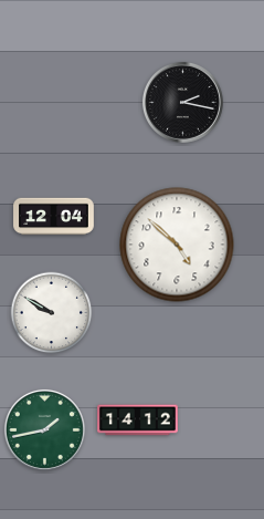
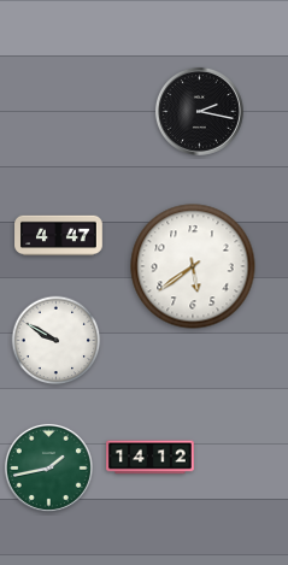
clock at (54, 217): 12:04 -> 4:47
clock at (177, 245): 4:52 -> 5:39
